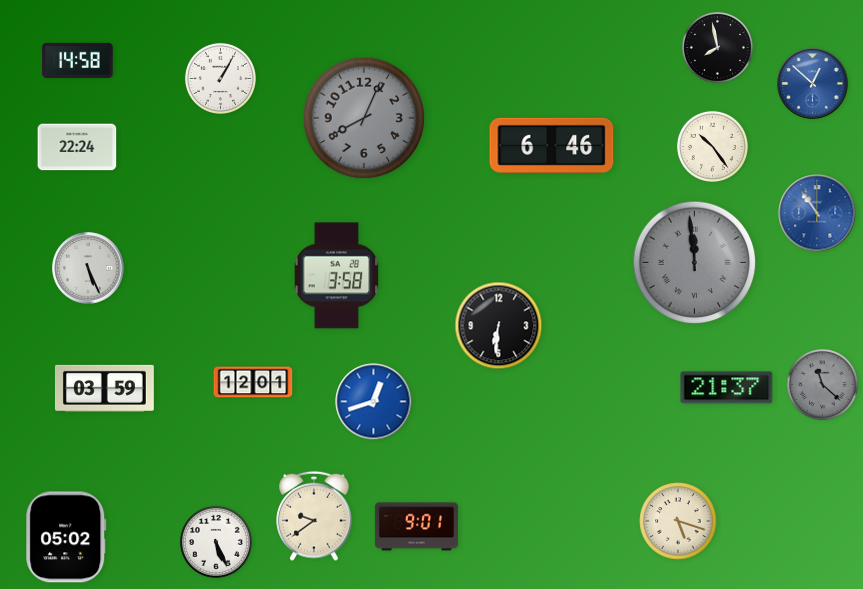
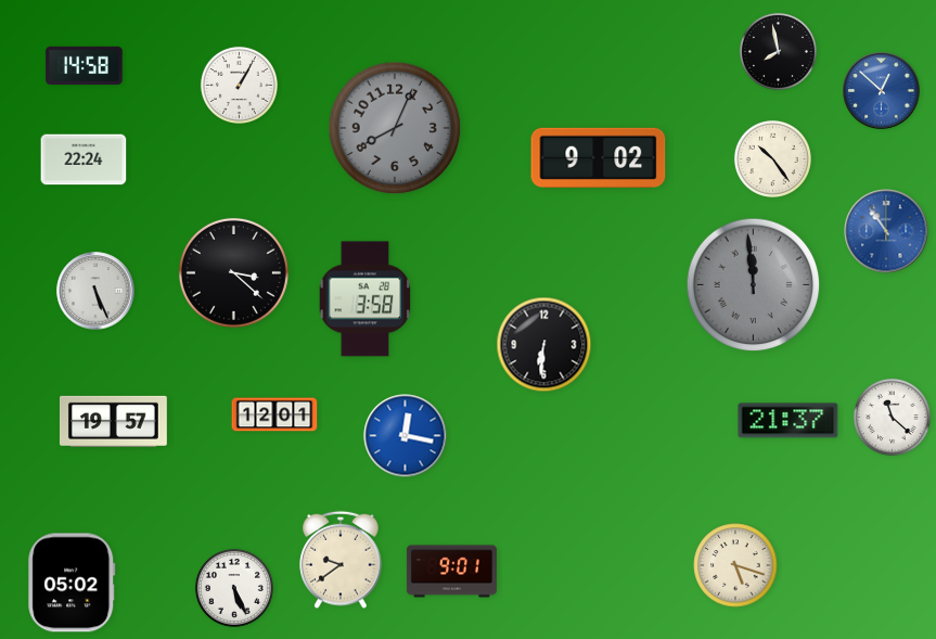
clock at (552, 145): 6:46 -> 9:02
clock at (233, 272): none -> 3:22
clock at (499, 326) position: (499, 326) -> (544, 345)
clock at (822, 384) dial: grey -> white
clock at (104, 388): 03:59 -> 19:57
clock at (374, 402): 12:42 -> 12:17
